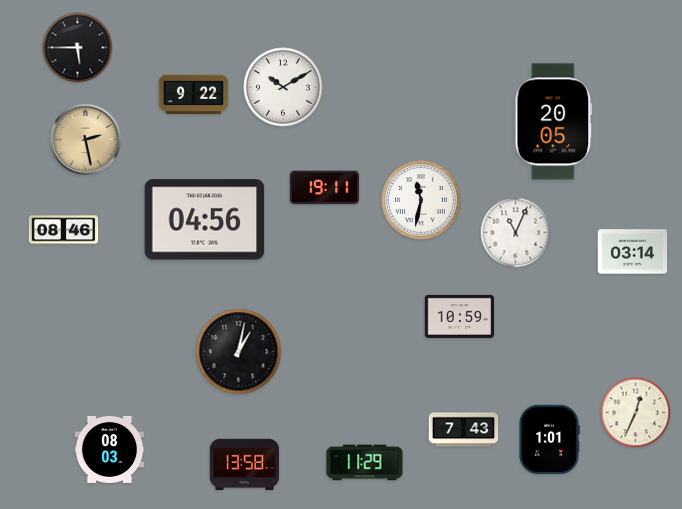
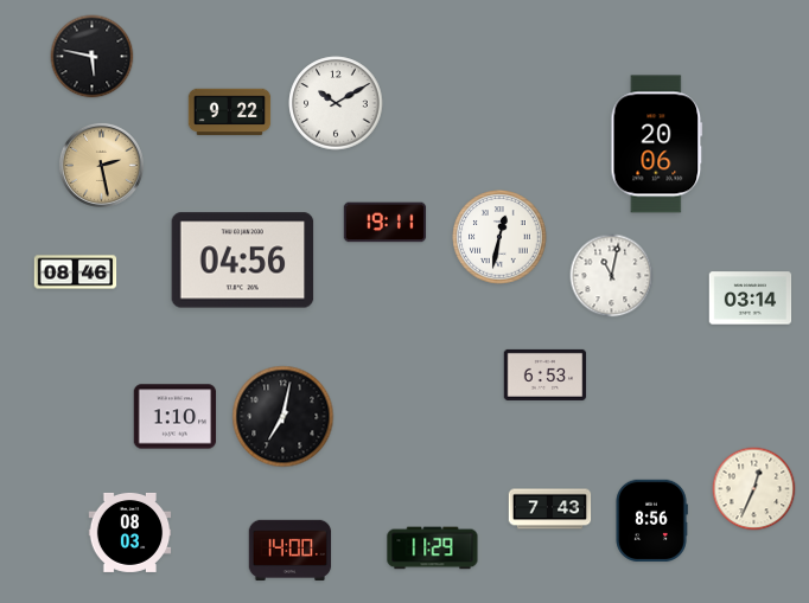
clock at (78, 48): 5:45 -> 5:47
clock at (554, 122): 20:05 -> 20:06
clock at (421, 200): 11:32 -> 12:32
clock at (516, 233): 11:04 -> 11:02
clock at (460, 316): 10:59 -> 6:53
clock at (176, 417): none -> 1:10
clock at (239, 352): 1:02 -> 7:02
clock at (549, 440): 1:01 -> 8:56
clock at (245, 464): 13:58 -> 14:00
